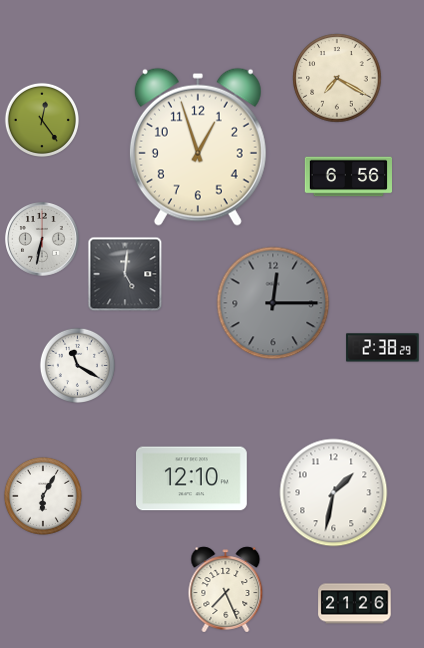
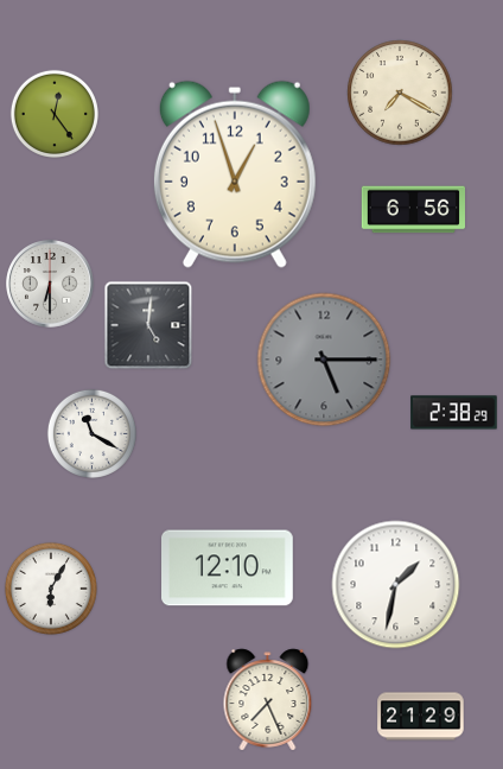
clock at (41, 119) position: (41, 119) -> (53, 113)
clock at (42, 239): 6:32 -> 6:30
clock at (273, 303): 12:15 -> 5:15
clock at (355, 604): 21:26 -> 21:29
